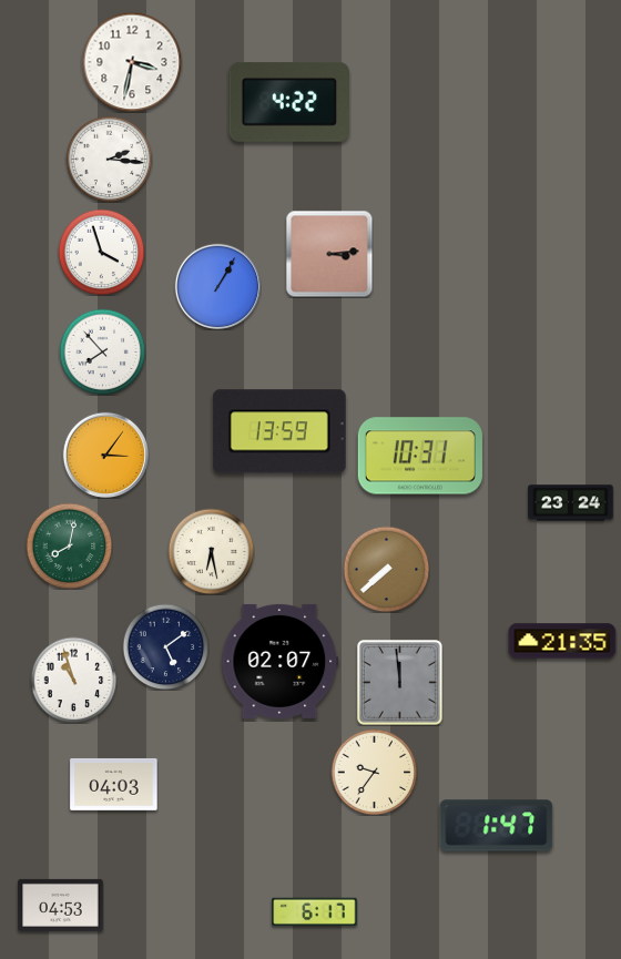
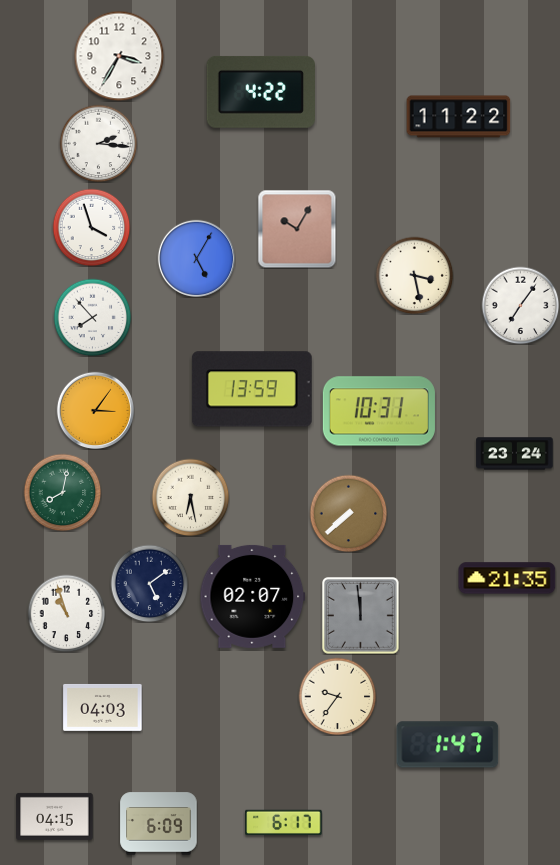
clock at (132, 62): 3:32 -> 3:35
clock at (459, 117): none -> 11:22
clock at (329, 254): 3:14 -> 10:05
clock at (217, 286): 1:05 -> 5:05
clock at (414, 275): none -> 3:28
clock at (520, 305): none -> 7:06
clock at (61, 905): 04:53 -> 04:15
clock at (159, 824): none -> 6:09
